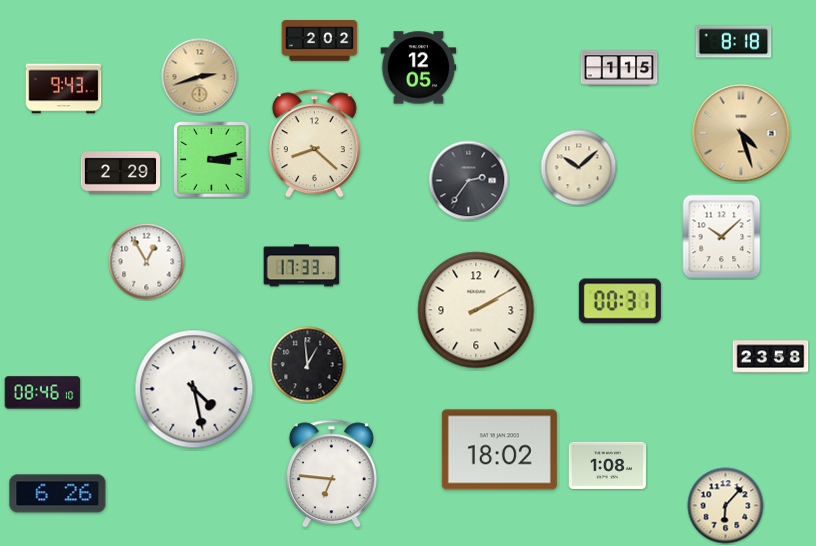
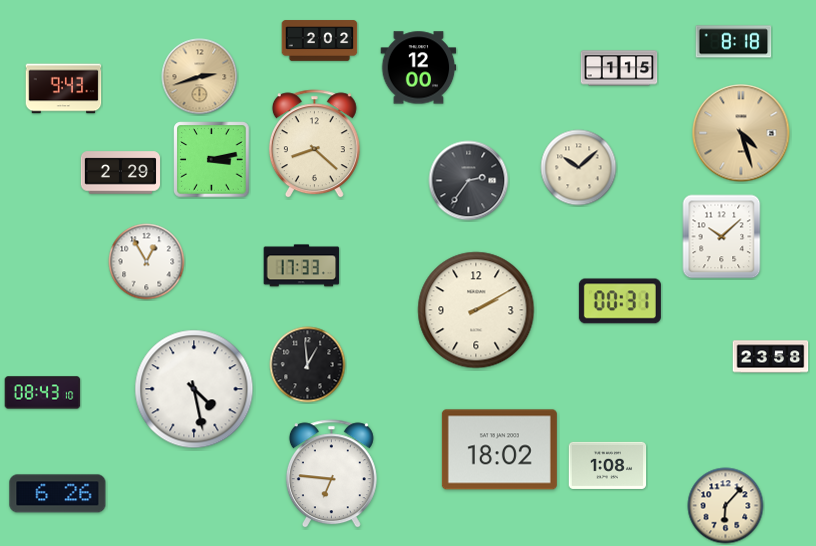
clock at (419, 68): 12:05 -> 12:00
clock at (43, 393): 08:46 -> 08:43
